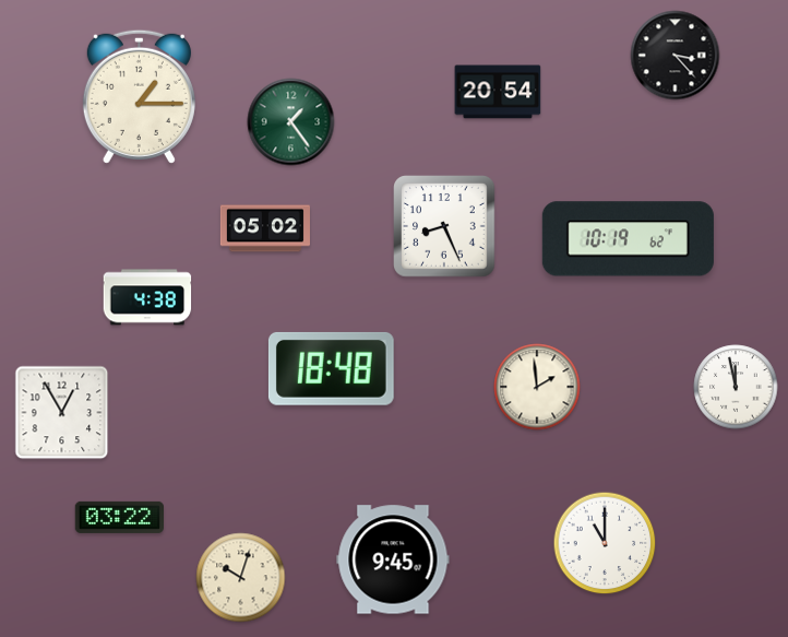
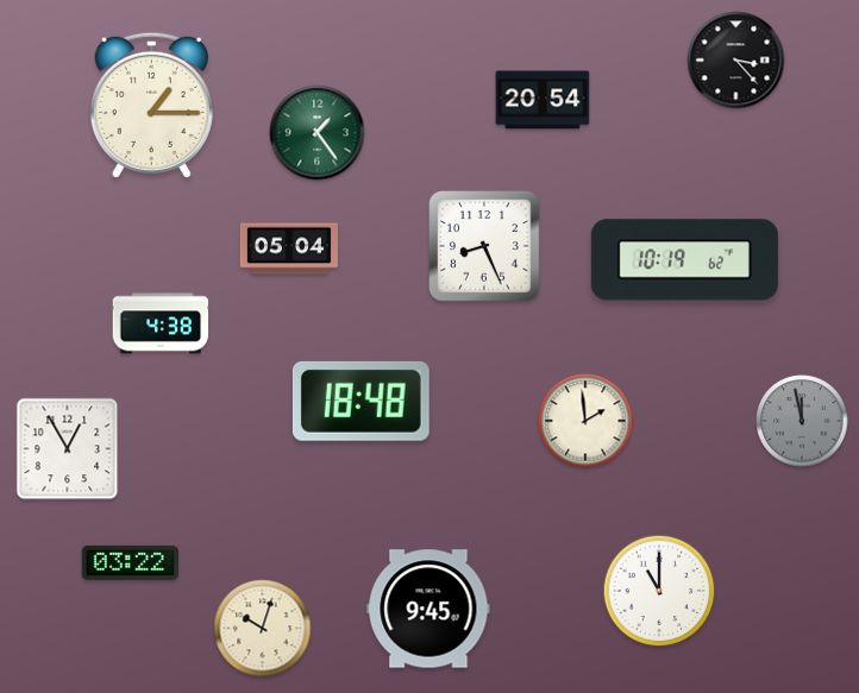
clock at (265, 228): 05:02 -> 05:04
clock at (736, 387) dial: white -> grey
